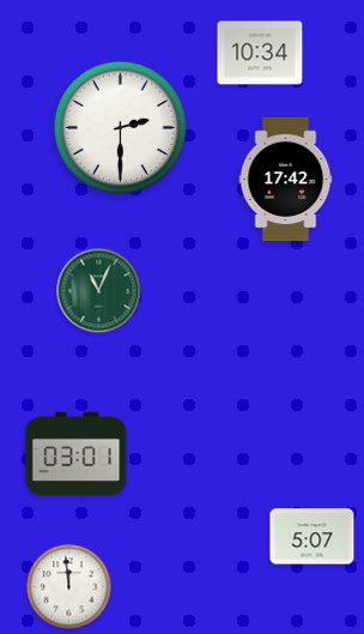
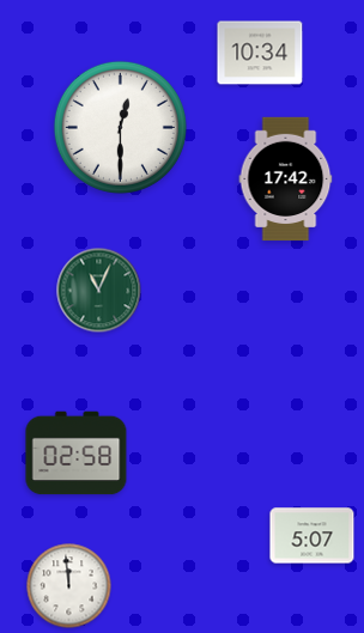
clock at (120, 127): 2:30 -> 12:30
clock at (77, 454): 03:01 -> 02:58
